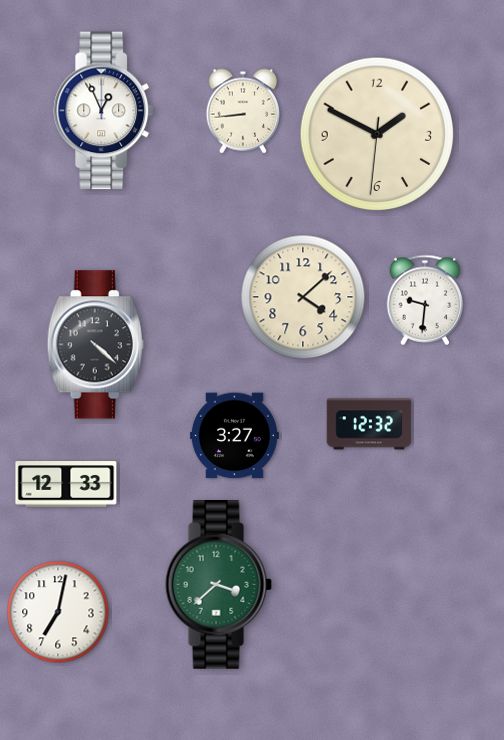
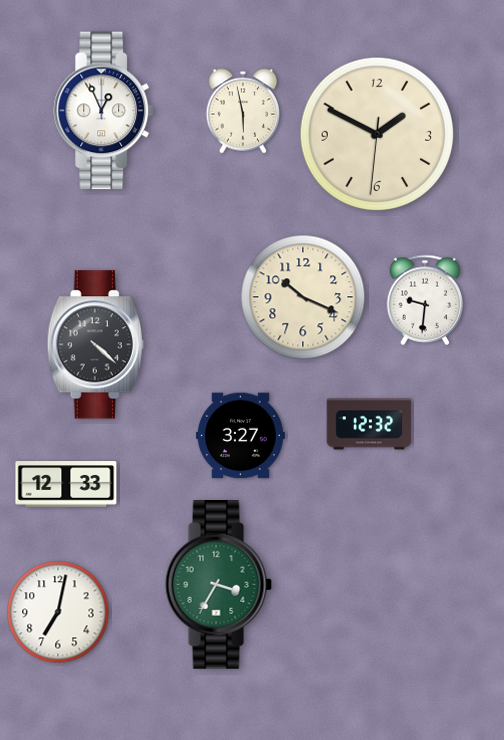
clock at (243, 111): 8:44 -> 5:58
clock at (303, 297): 4:08 -> 10:19
clock at (234, 436) position: (234, 436) -> (240, 436)
clock at (218, 585): 3:38 -> 3:35
